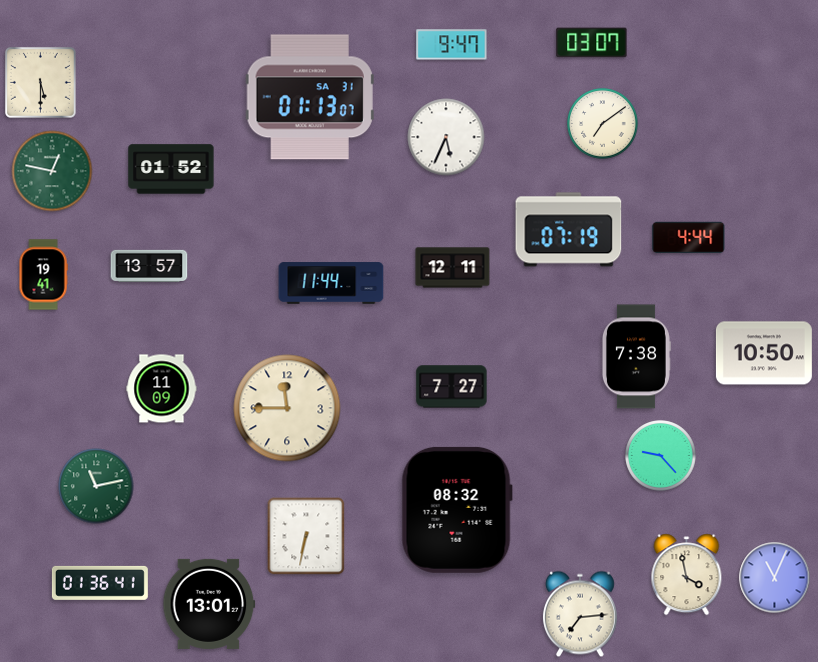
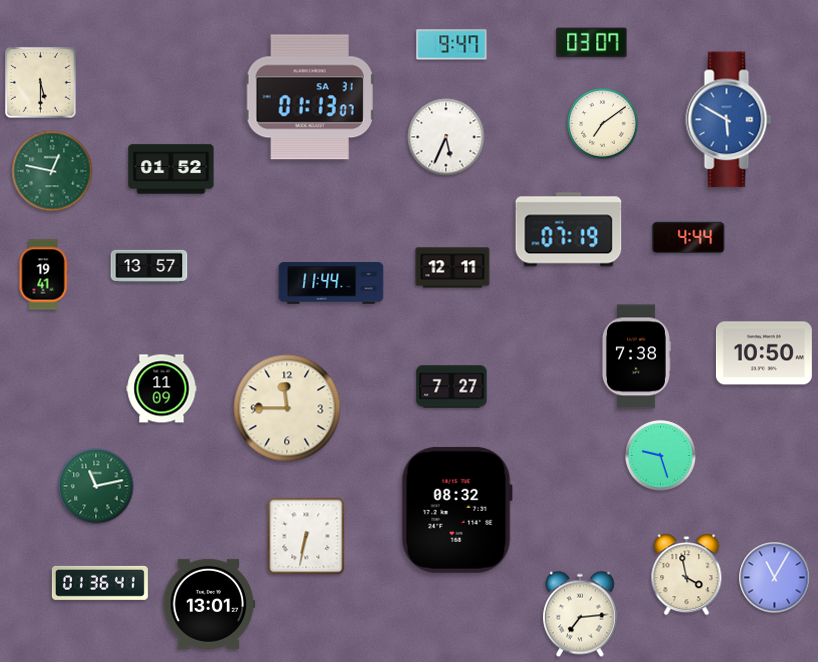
clock at (729, 120): none -> 5:50
clock at (661, 456): 9:23 -> 9:27
clock at (775, 578): 11:04 -> 11:05
